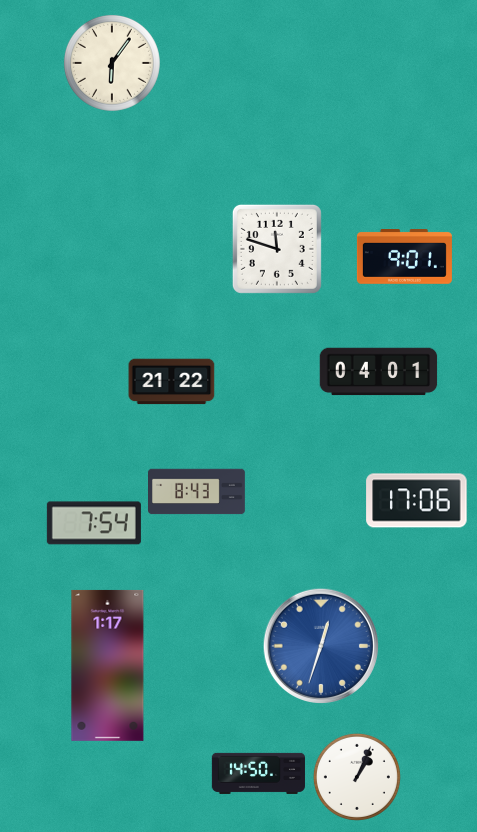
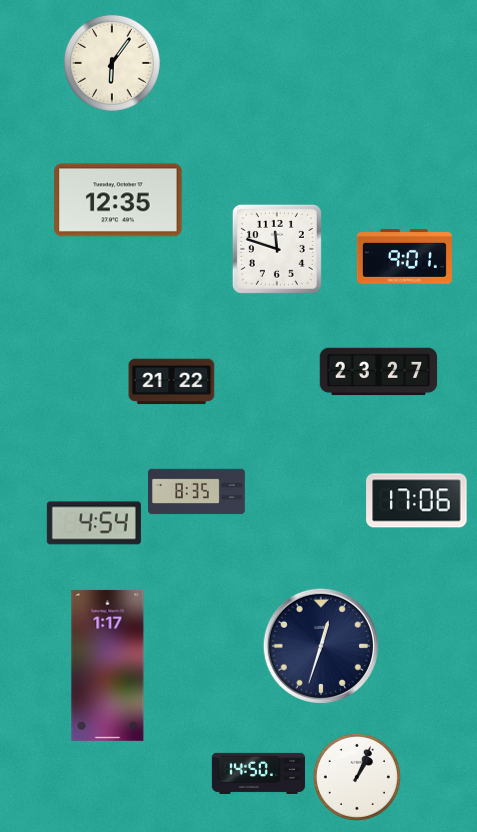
clock at (118, 200): none -> 12:35
clock at (379, 372): 04:01 -> 23:27
clock at (197, 492): 8:43 -> 8:35
clock at (94, 523): 7:54 -> 4:54
clock at (320, 645) dial: blue -> navy
